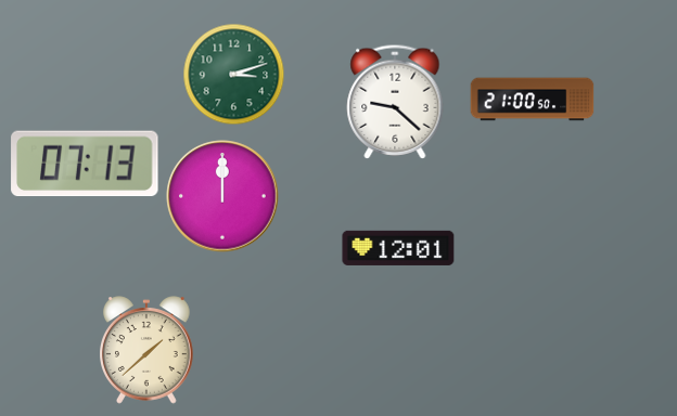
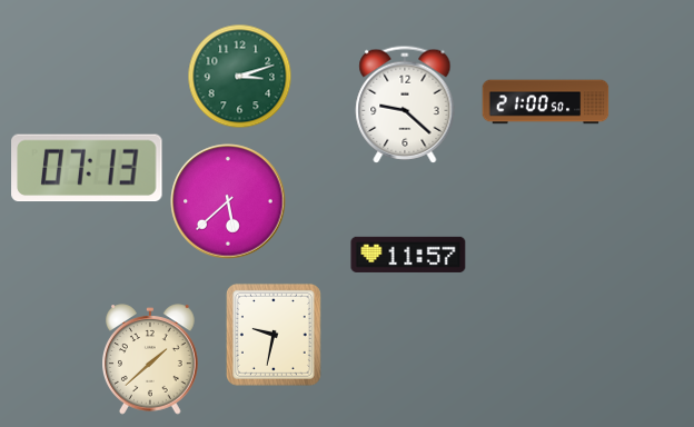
clock at (222, 196): 12:00 -> 5:38
clock at (398, 248): 12:01 -> 11:57
clock at (274, 335): none -> 9:32
